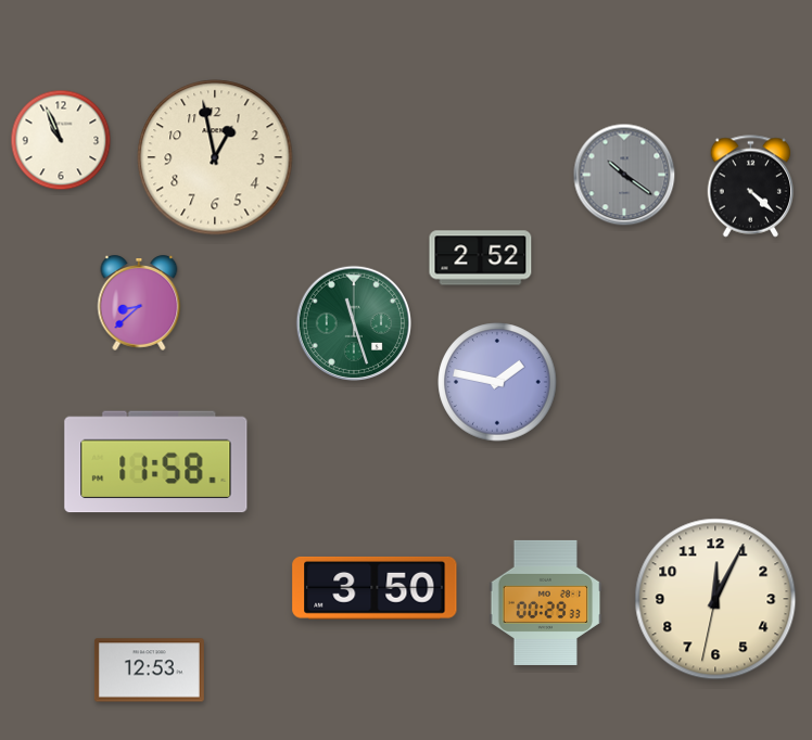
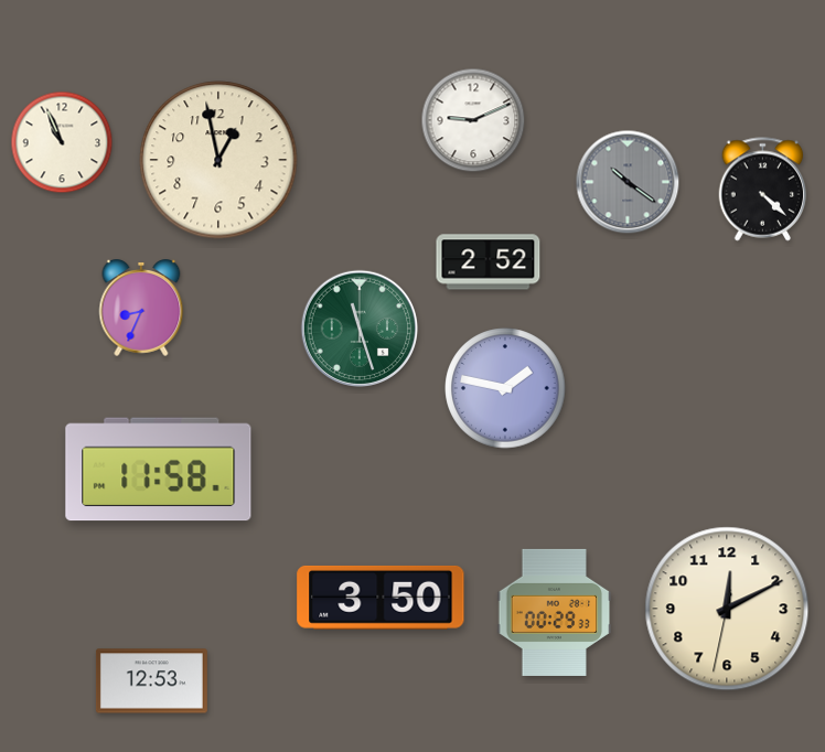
clock at (473, 120): none -> 9:11
clock at (624, 175) position: (624, 175) -> (628, 182)
clock at (139, 304): 8:38 -> 8:34
clock at (715, 599): 12:04 -> 12:10
